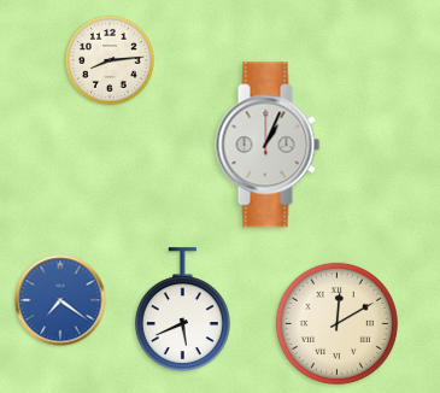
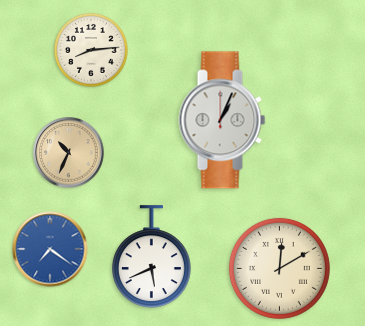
clock at (69, 153): none -> 10:34
